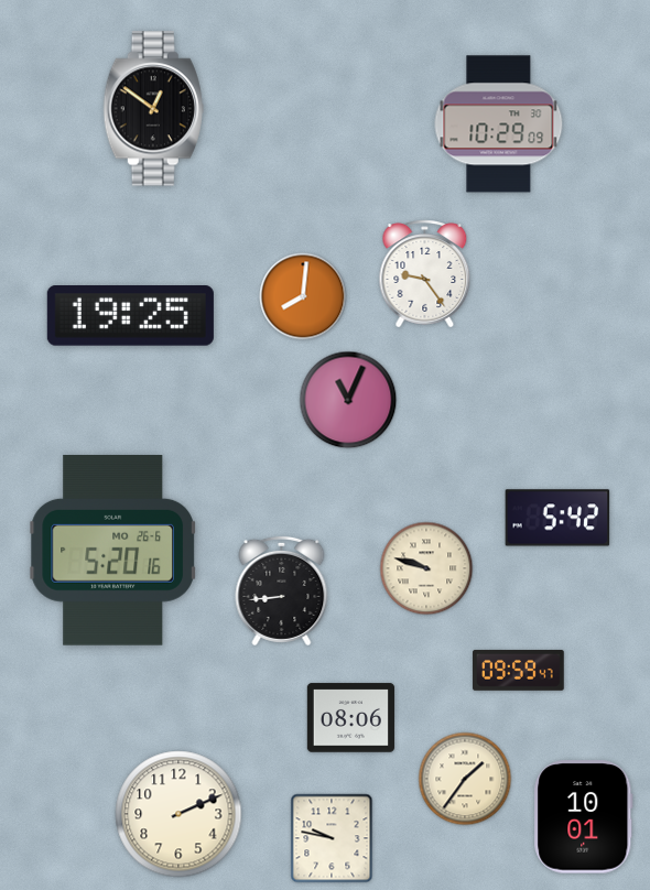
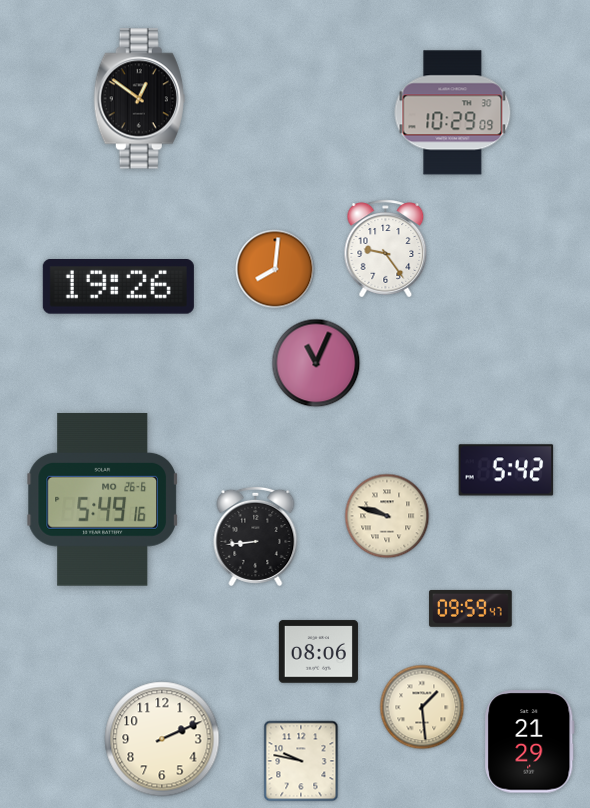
clock at (130, 316): 19:25 -> 19:26
clock at (113, 550): 5:20 -> 5:49
clock at (465, 779): 1:36 -> 1:29
clock at (584, 817): 10:01 -> 21:29
